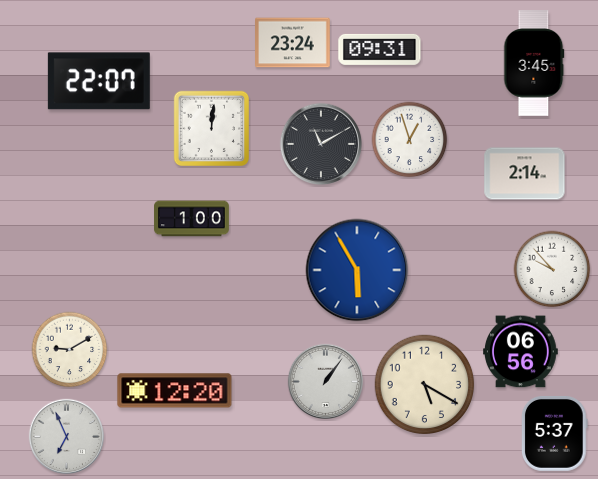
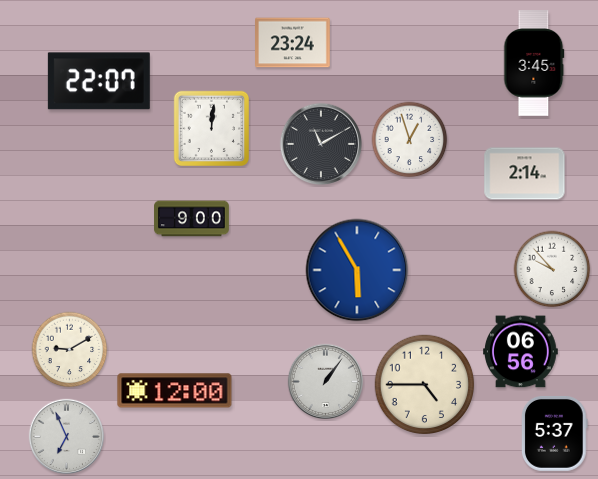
clock at (380, 49): 09:31 -> none
clock at (192, 219): 1:00 -> 9:00
clock at (425, 385): 5:20 -> 4:45
clock at (175, 391): 12:20 -> 12:00
